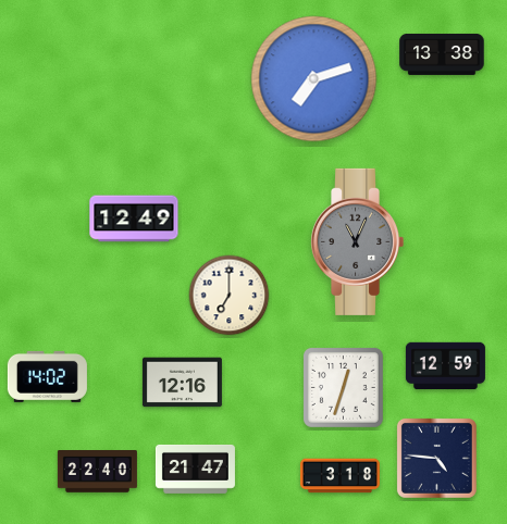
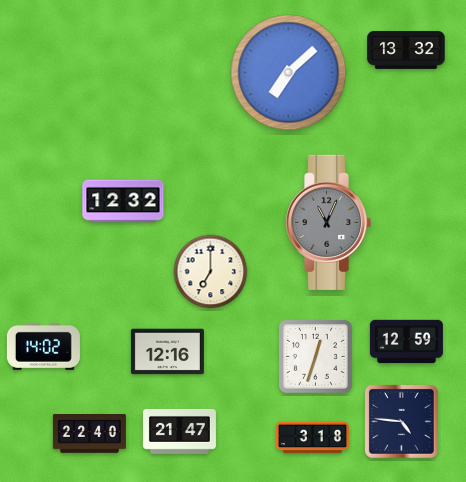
clock at (442, 54): 13:38 -> 13:32
clock at (314, 79): 7:12 -> 7:08
clock at (134, 219): 12:49 -> 12:32
clock at (445, 366) position: (445, 366) -> (406, 342)
